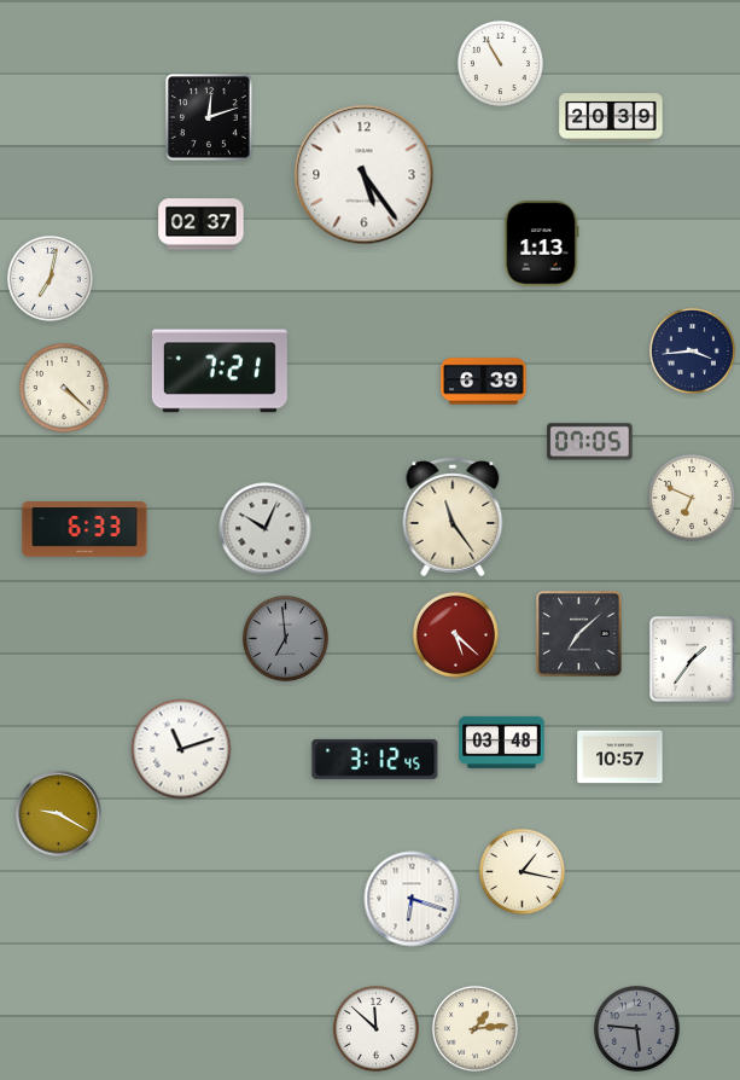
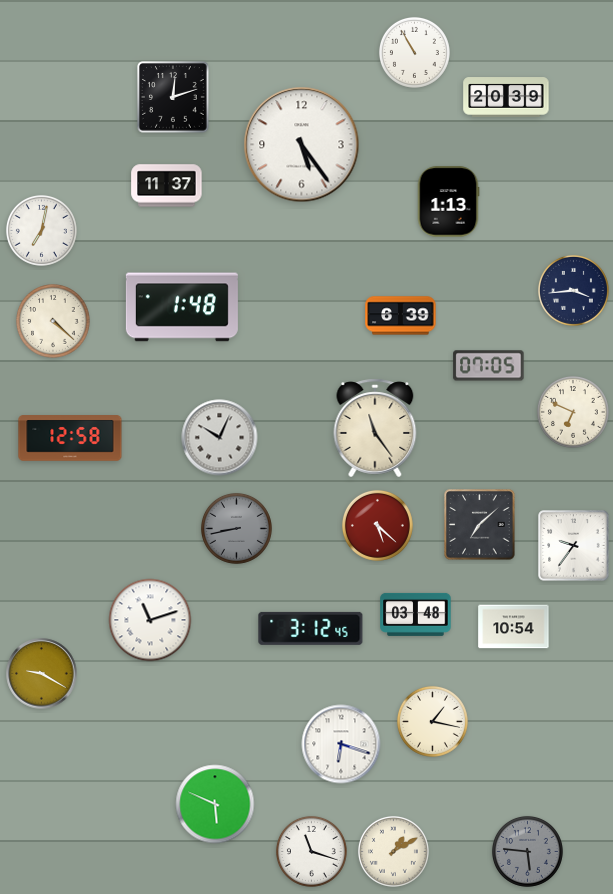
clock at (202, 225): 02:37 -> 11:37
clock at (220, 371): 7:21 -> 1:48
clock at (85, 529): 6:33 -> 12:58
clock at (285, 638): 6:59 -> 8:43
clock at (693, 660): 1:36 -> 9:36
clock at (620, 757): 10:57 -> 10:54
clock at (59, 814) position: (59, 814) -> (42, 674)
clock at (215, 804): none -> 5:49
clock at (375, 1028): 11:52 -> 11:18
clock at (474, 1028): 1:14 -> 1:10
